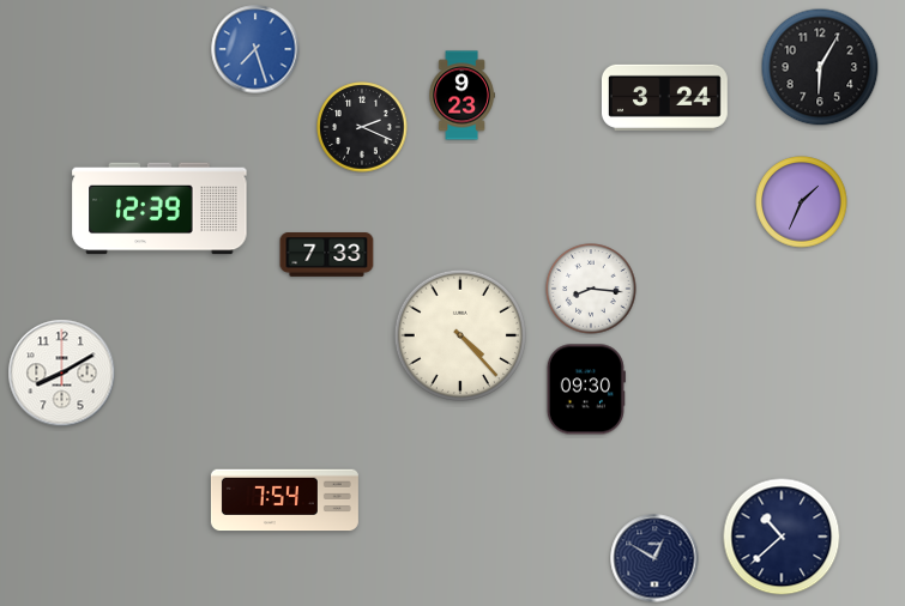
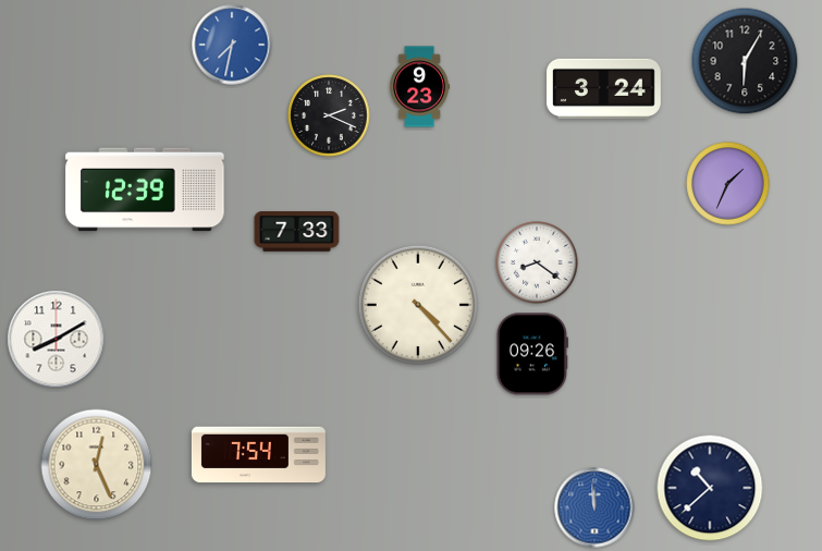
clock at (255, 49): 7:27 -> 7:32
clock at (591, 289): 8:16 -> 8:21
clock at (586, 389): 09:30 -> 09:26
clock at (97, 465): none -> 12:26
clock at (654, 558): 12:50 -> 11:59
clock at (654, 558) dial: navy -> blue
